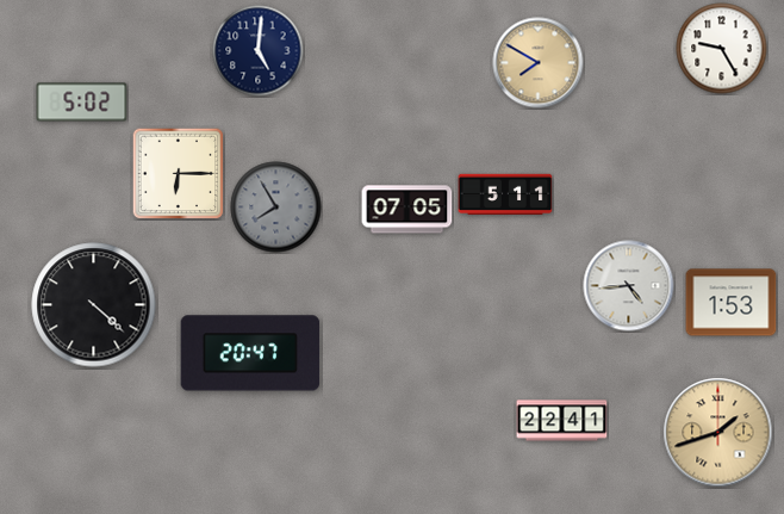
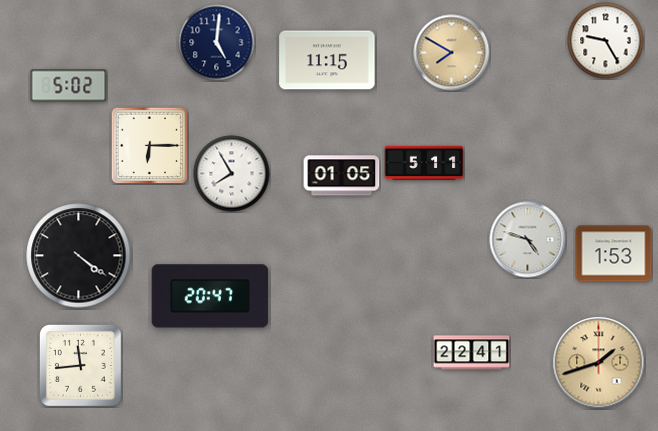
clock at (327, 60): none -> 11:15
clock at (276, 208) dial: grey -> white
clock at (407, 210): 07:05 -> 01:05
clock at (629, 286): 4:44 -> 4:48
clock at (94, 305): 4:22 -> 4:21
clock at (718, 433) position: (718, 433) -> (599, 363)
clock at (81, 366): none -> 11:44
